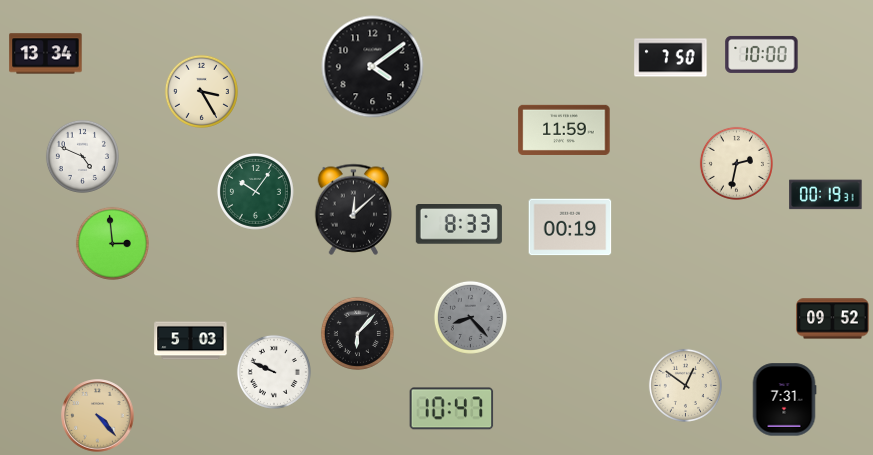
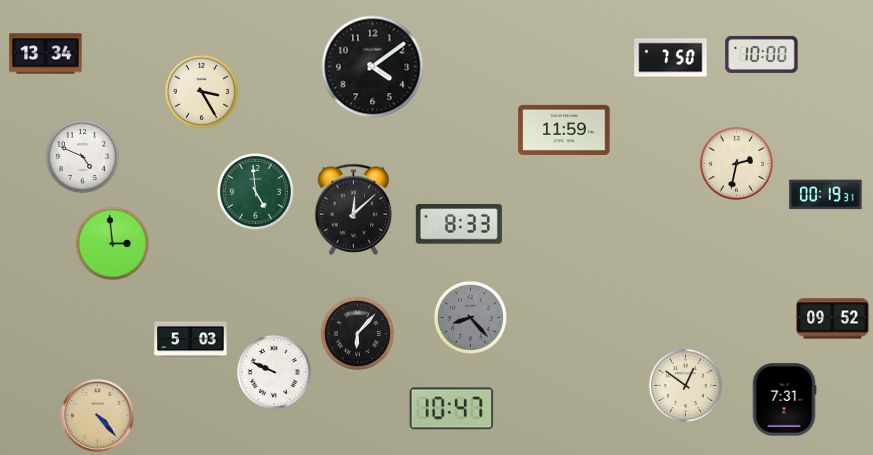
clock at (255, 191): 10:06 -> 4:59
clock at (570, 227): 00:19 -> none
